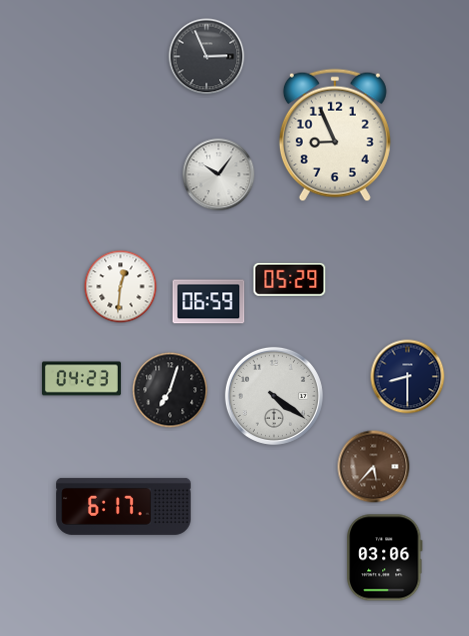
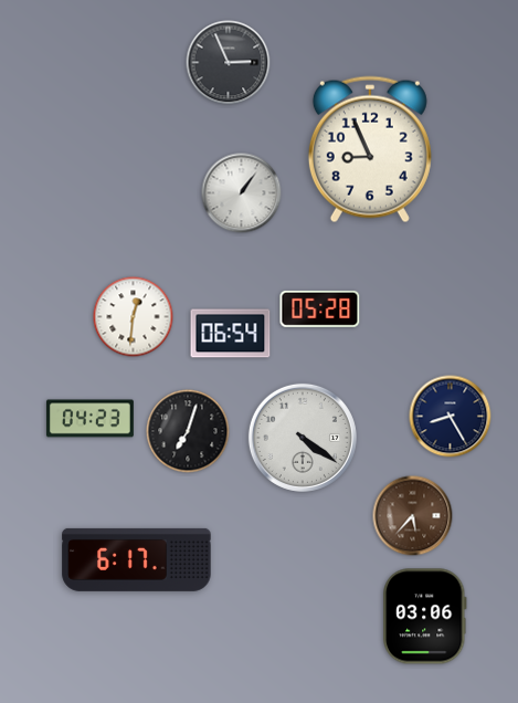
clock at (219, 175): 10:06 -> 1:06
clock at (290, 279): 05:29 -> 05:28
clock at (209, 302): 06:59 -> 06:54
clock at (408, 377): 8:30 -> 8:25
